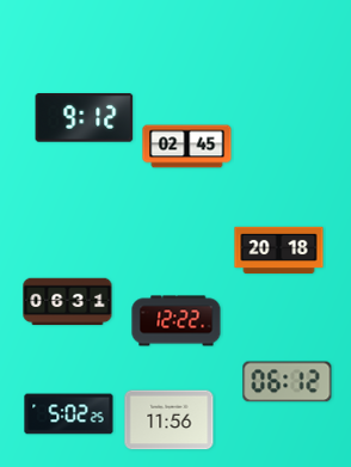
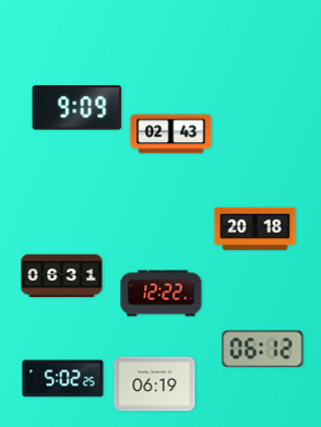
clock at (85, 118): 9:12 -> 9:09
clock at (187, 147): 02:45 -> 02:43
clock at (170, 420): 11:56 -> 06:19
